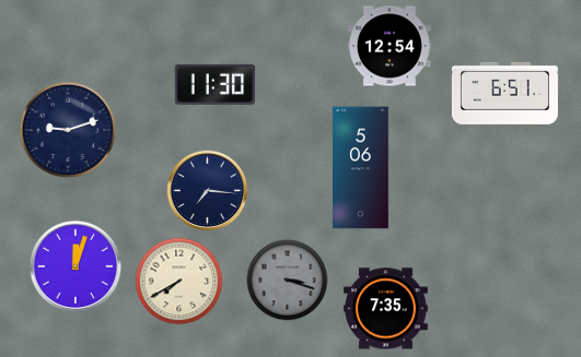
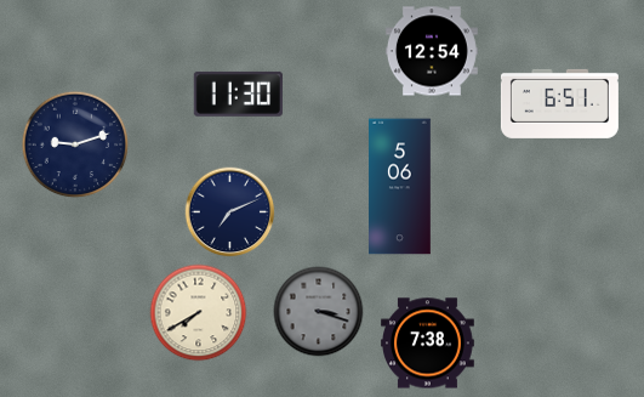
clock at (208, 191): 7:16 -> 7:11
clock at (75, 266): 12:03 -> none
clock at (386, 309): 7:35 -> 7:38
